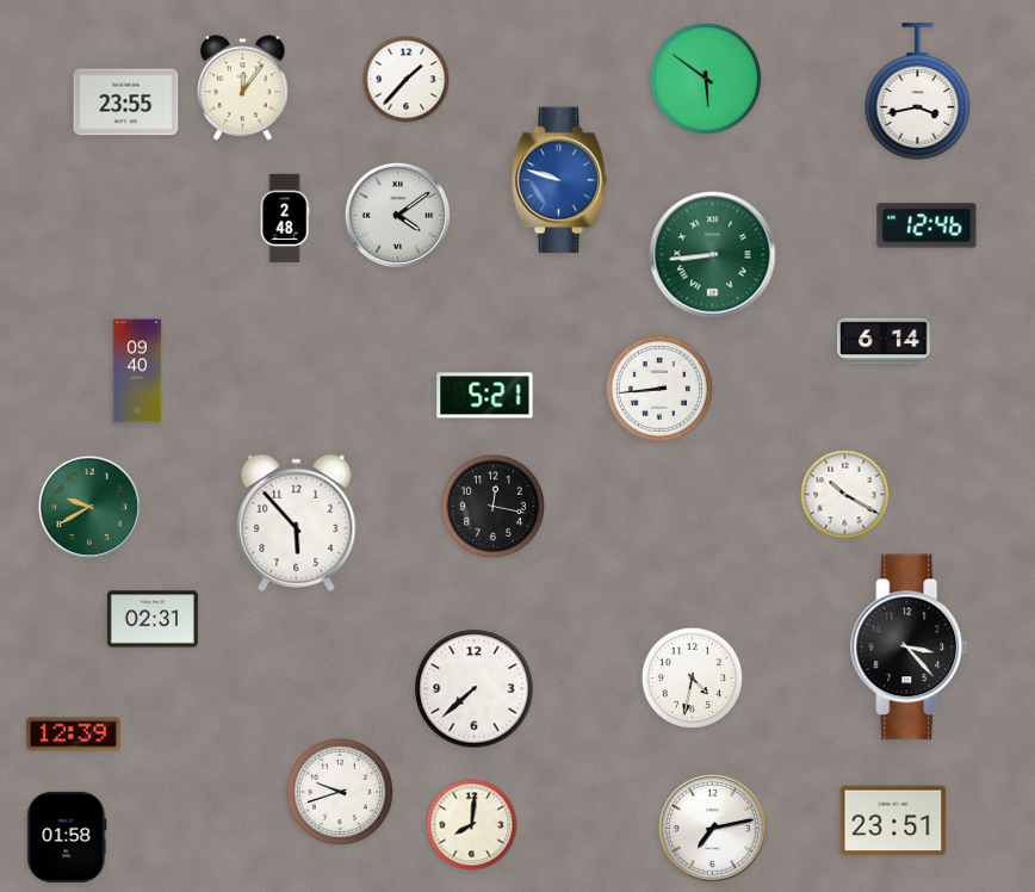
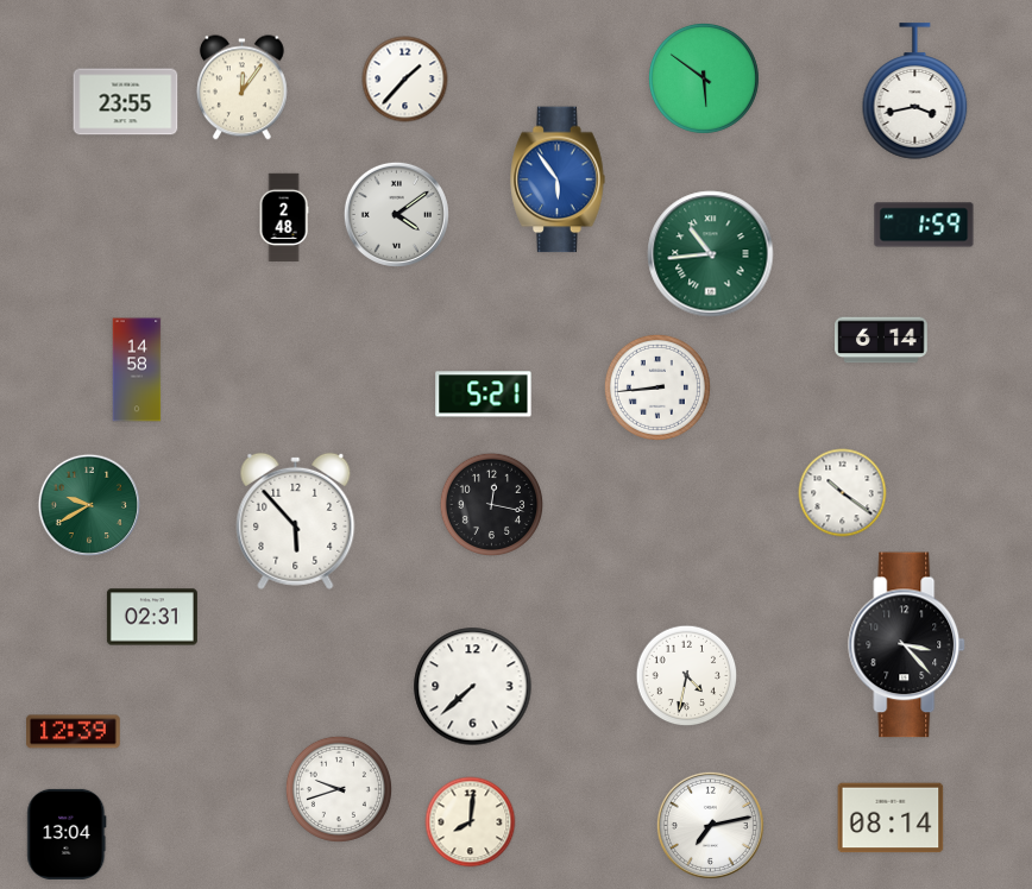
clock at (559, 180): 9:48 -> 5:54
clock at (926, 225): 12:46 -> 1:59
clock at (713, 255): 8:44 -> 10:44
clock at (137, 371): 09:40 -> 14:58
clock at (845, 495): 10:20 -> 10:21
clock at (693, 679) position: (693, 679) -> (687, 676)
clock at (893, 820): 23:51 -> 08:14
clock at (67, 837): 01:58 -> 13:04
